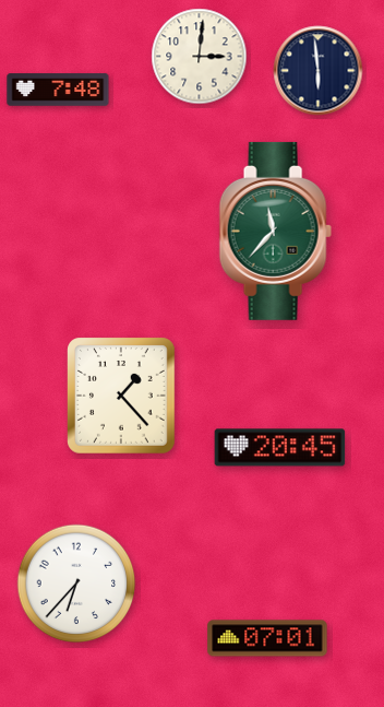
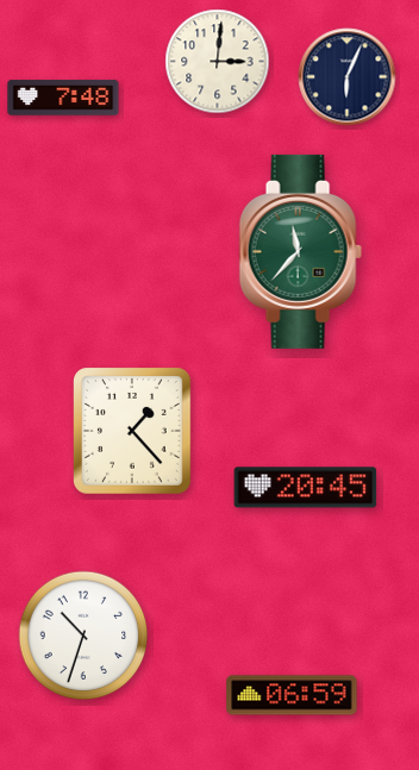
clock at (319, 71): 5:59 -> 6:04
clock at (76, 584): 6:37 -> 10:33
clock at (267, 638): 07:01 -> 06:59
